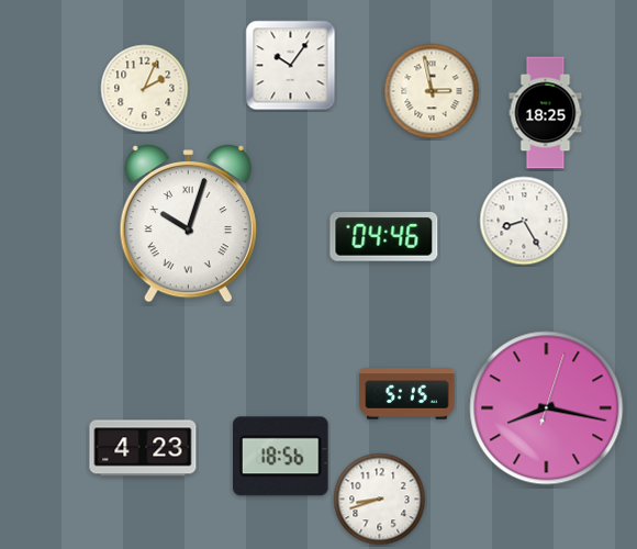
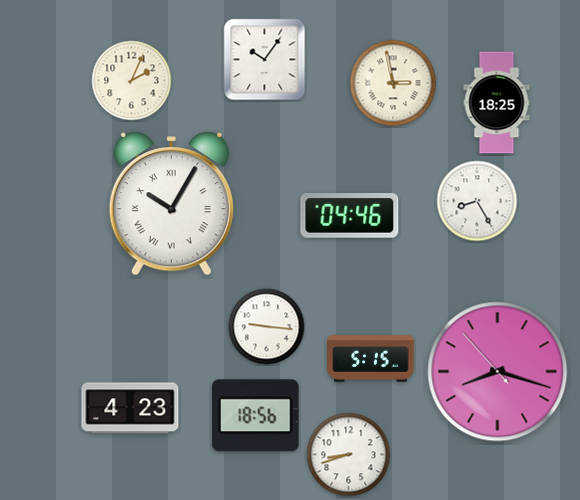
clock at (188, 224): 10:03 -> 10:05
clock at (267, 327): none -> 9:16
clock at (547, 408): 8:17:03 -> 8:17:53
clock at (380, 500) position: (380, 500) -> (349, 455)
